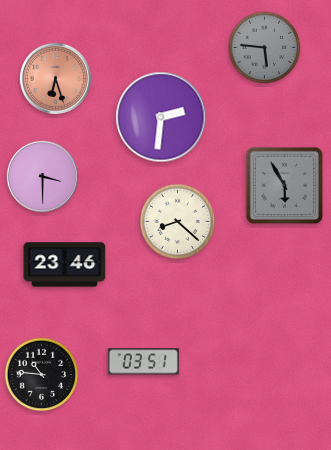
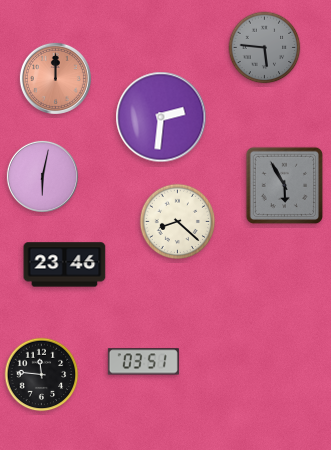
clock at (55, 78): 6:27 -> 12:00
clock at (42, 176): 3:30 -> 6:02
clock at (42, 375): 10:46 -> 11:46
